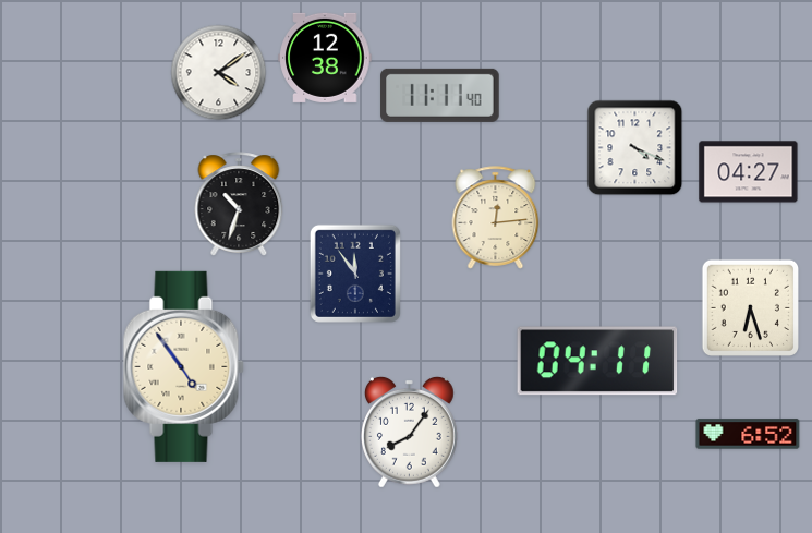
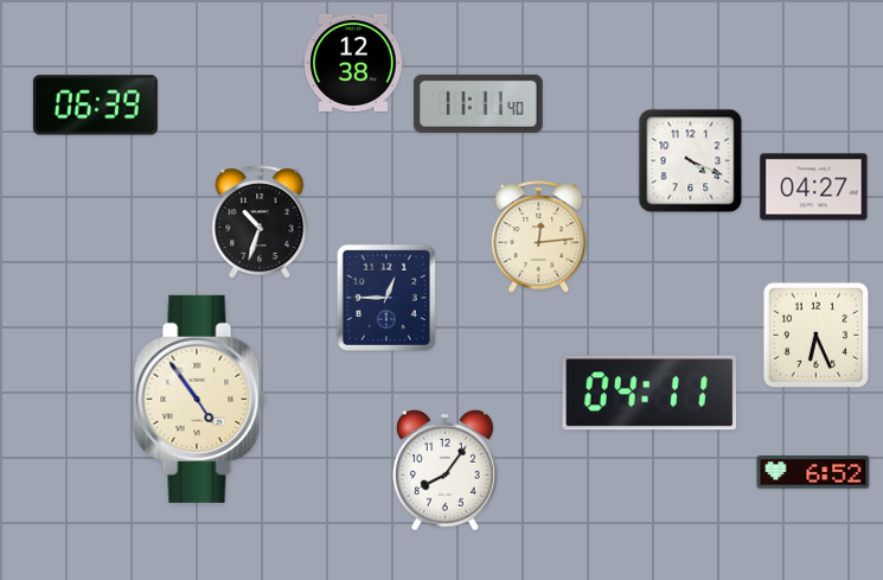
clock at (219, 73): 4:09 -> none
clock at (95, 106): none -> 06:39
clock at (355, 274): 11:54 -> 12:45
clock at (750, 307): 6:27 -> 6:26
